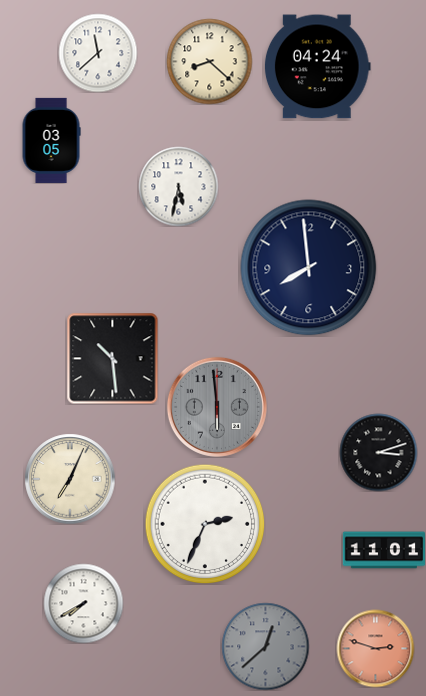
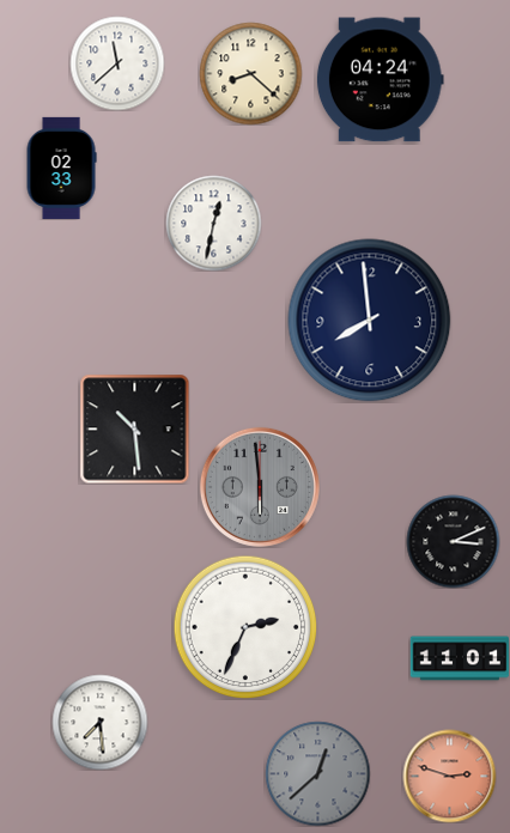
clock at (51, 140): 03:05 -> 02:33
clock at (178, 186): 5:32 -> 12:32
clock at (378, 452): 3:12 -> 3:11
clock at (70, 479): 7:04 -> none
clock at (83, 603): 7:40 -> 7:29
